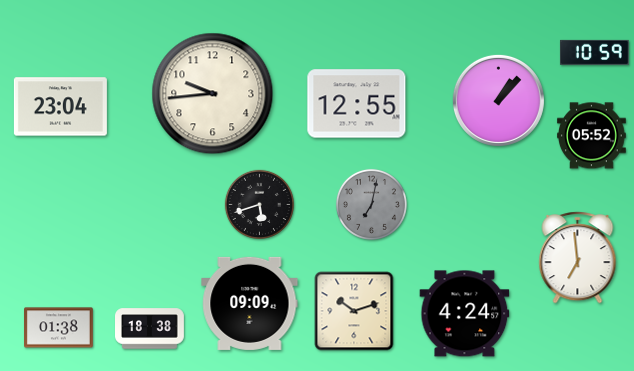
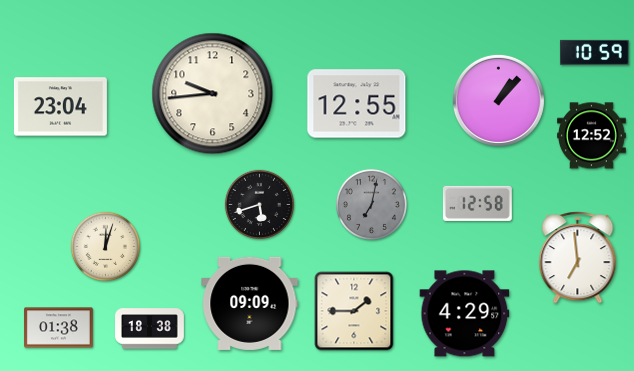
clock at (591, 136): 05:52 -> 12:52
clock at (477, 203): none -> 12:58
clock at (105, 246): none -> 12:03
clock at (354, 311): 10:12 -> 1:45
clock at (465, 314): 4:24 -> 4:29
